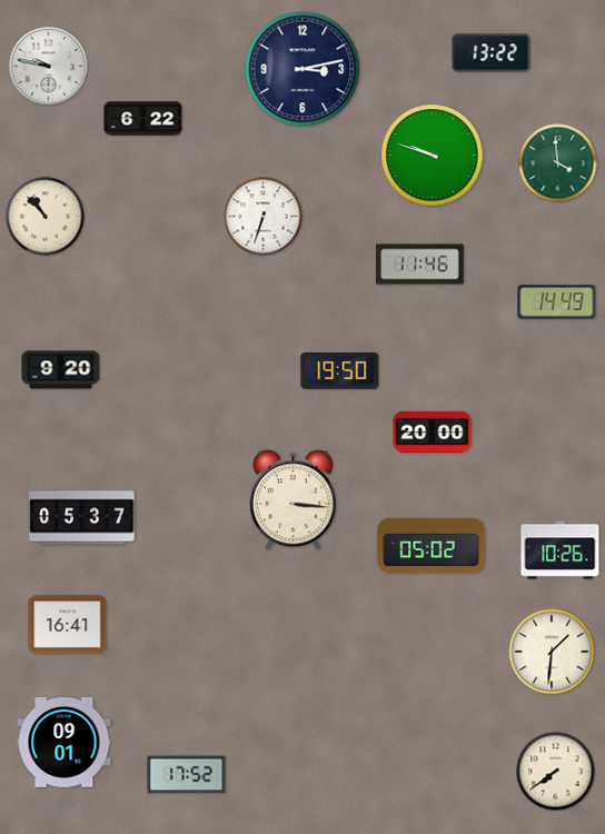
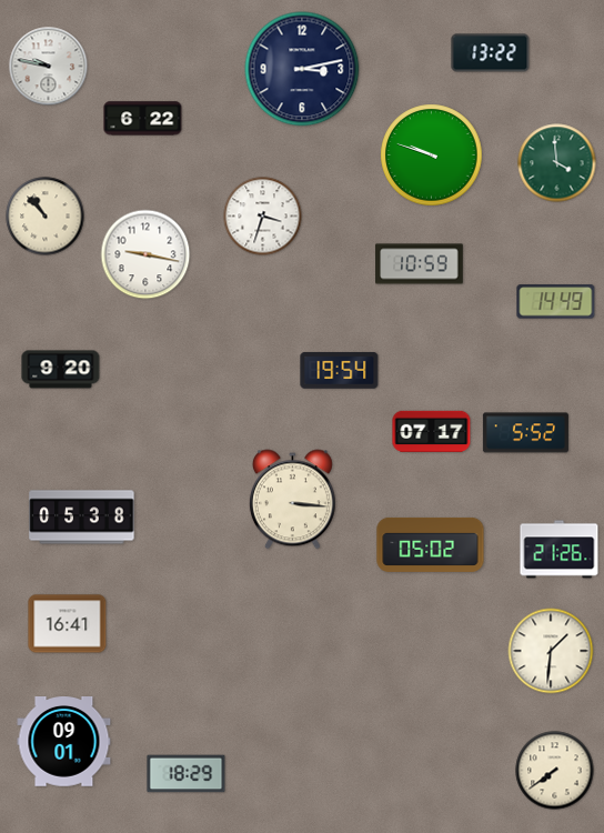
clock at (264, 217): 6:33 -> 3:33
clock at (145, 254): none -> 9:17
clock at (420, 265): 11:46 -> 10:59
clock at (340, 370): 19:50 -> 19:54
clock at (433, 431): 20:00 -> 07:17
clock at (525, 433): none -> 5:52
clock at (82, 518): 05:37 -> 05:38
clock at (561, 550): 10:26 -> 21:26
clock at (187, 775): 17:52 -> 18:29
